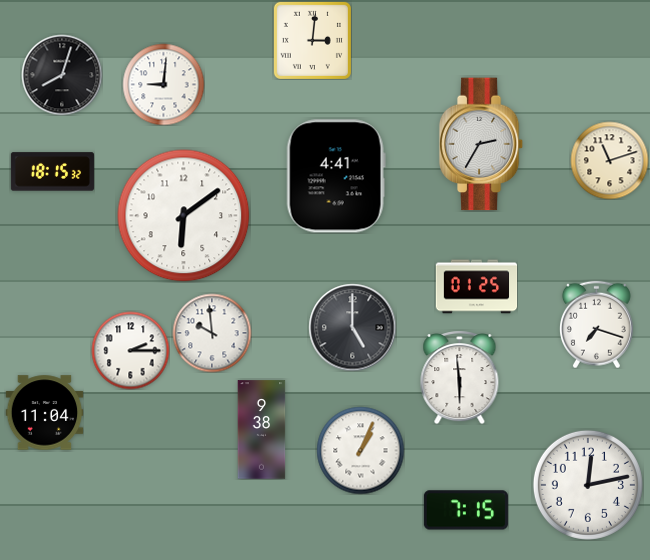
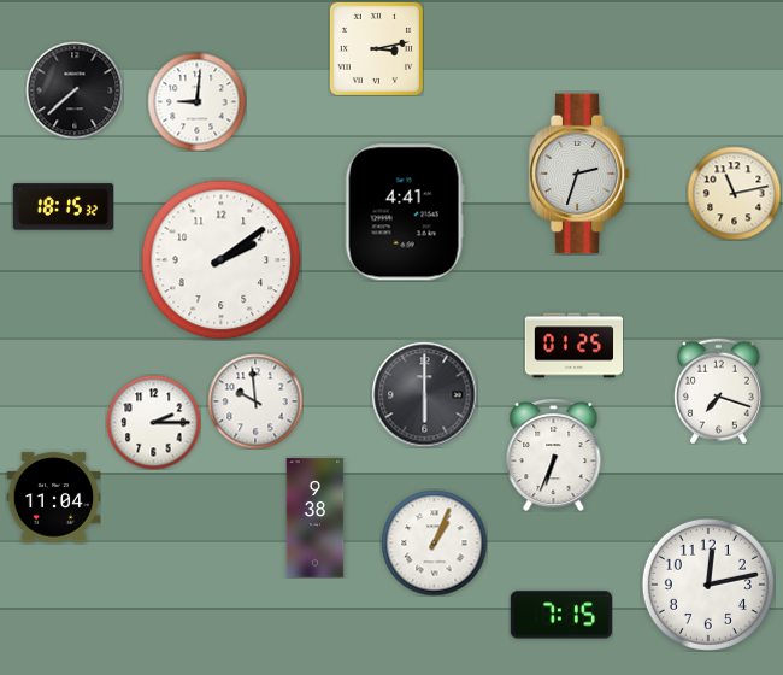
clock at (312, 40): 3:01 -> 3:13
clock at (62, 75): 8:03 -> 7:38
clock at (481, 144): 2:35 -> 2:33
clock at (609, 160): 11:12 -> 11:13
clock at (184, 216): 6:09 -> 2:09
clock at (352, 327): 5:00 -> 6:00
clock at (130, 350) position: (130, 350) -> (153, 422)
clock at (460, 378): 5:59 -> 6:34
